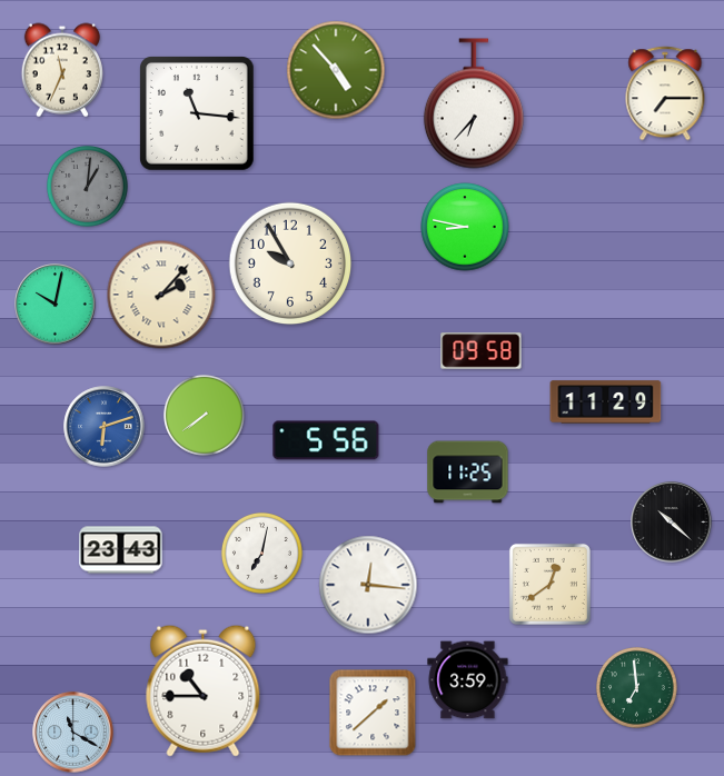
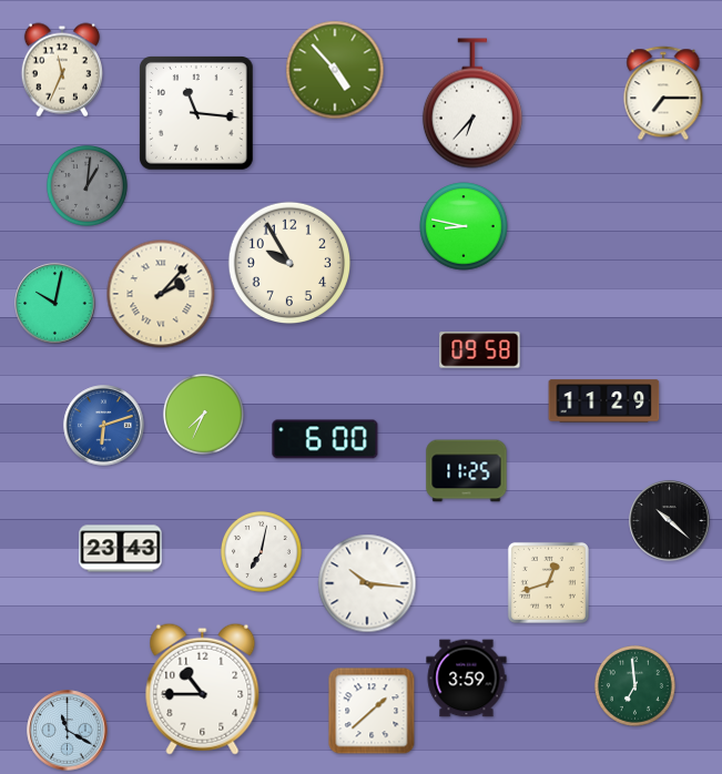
clock at (204, 415): 7:39 -> 7:34
clock at (326, 440): 5:56 -> 6:00
clock at (549, 584): 12:39 -> 12:42
clock at (368, 585): 12:16 -> 10:16
clock at (73, 733) position: (73, 733) -> (68, 731)
